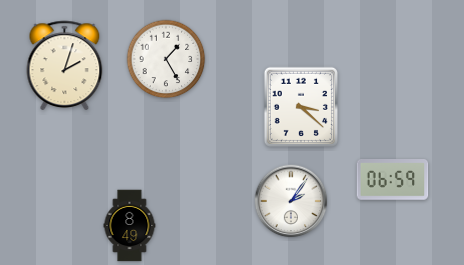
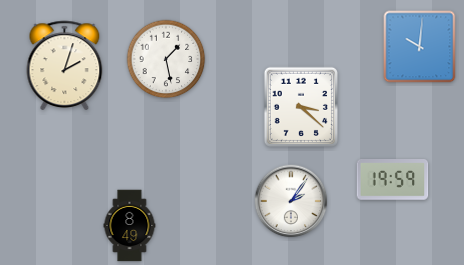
clock at (420, 47): none -> 10:01
clock at (166, 59): 1:25 -> 1:28
clock at (393, 180): 06:59 -> 19:59
